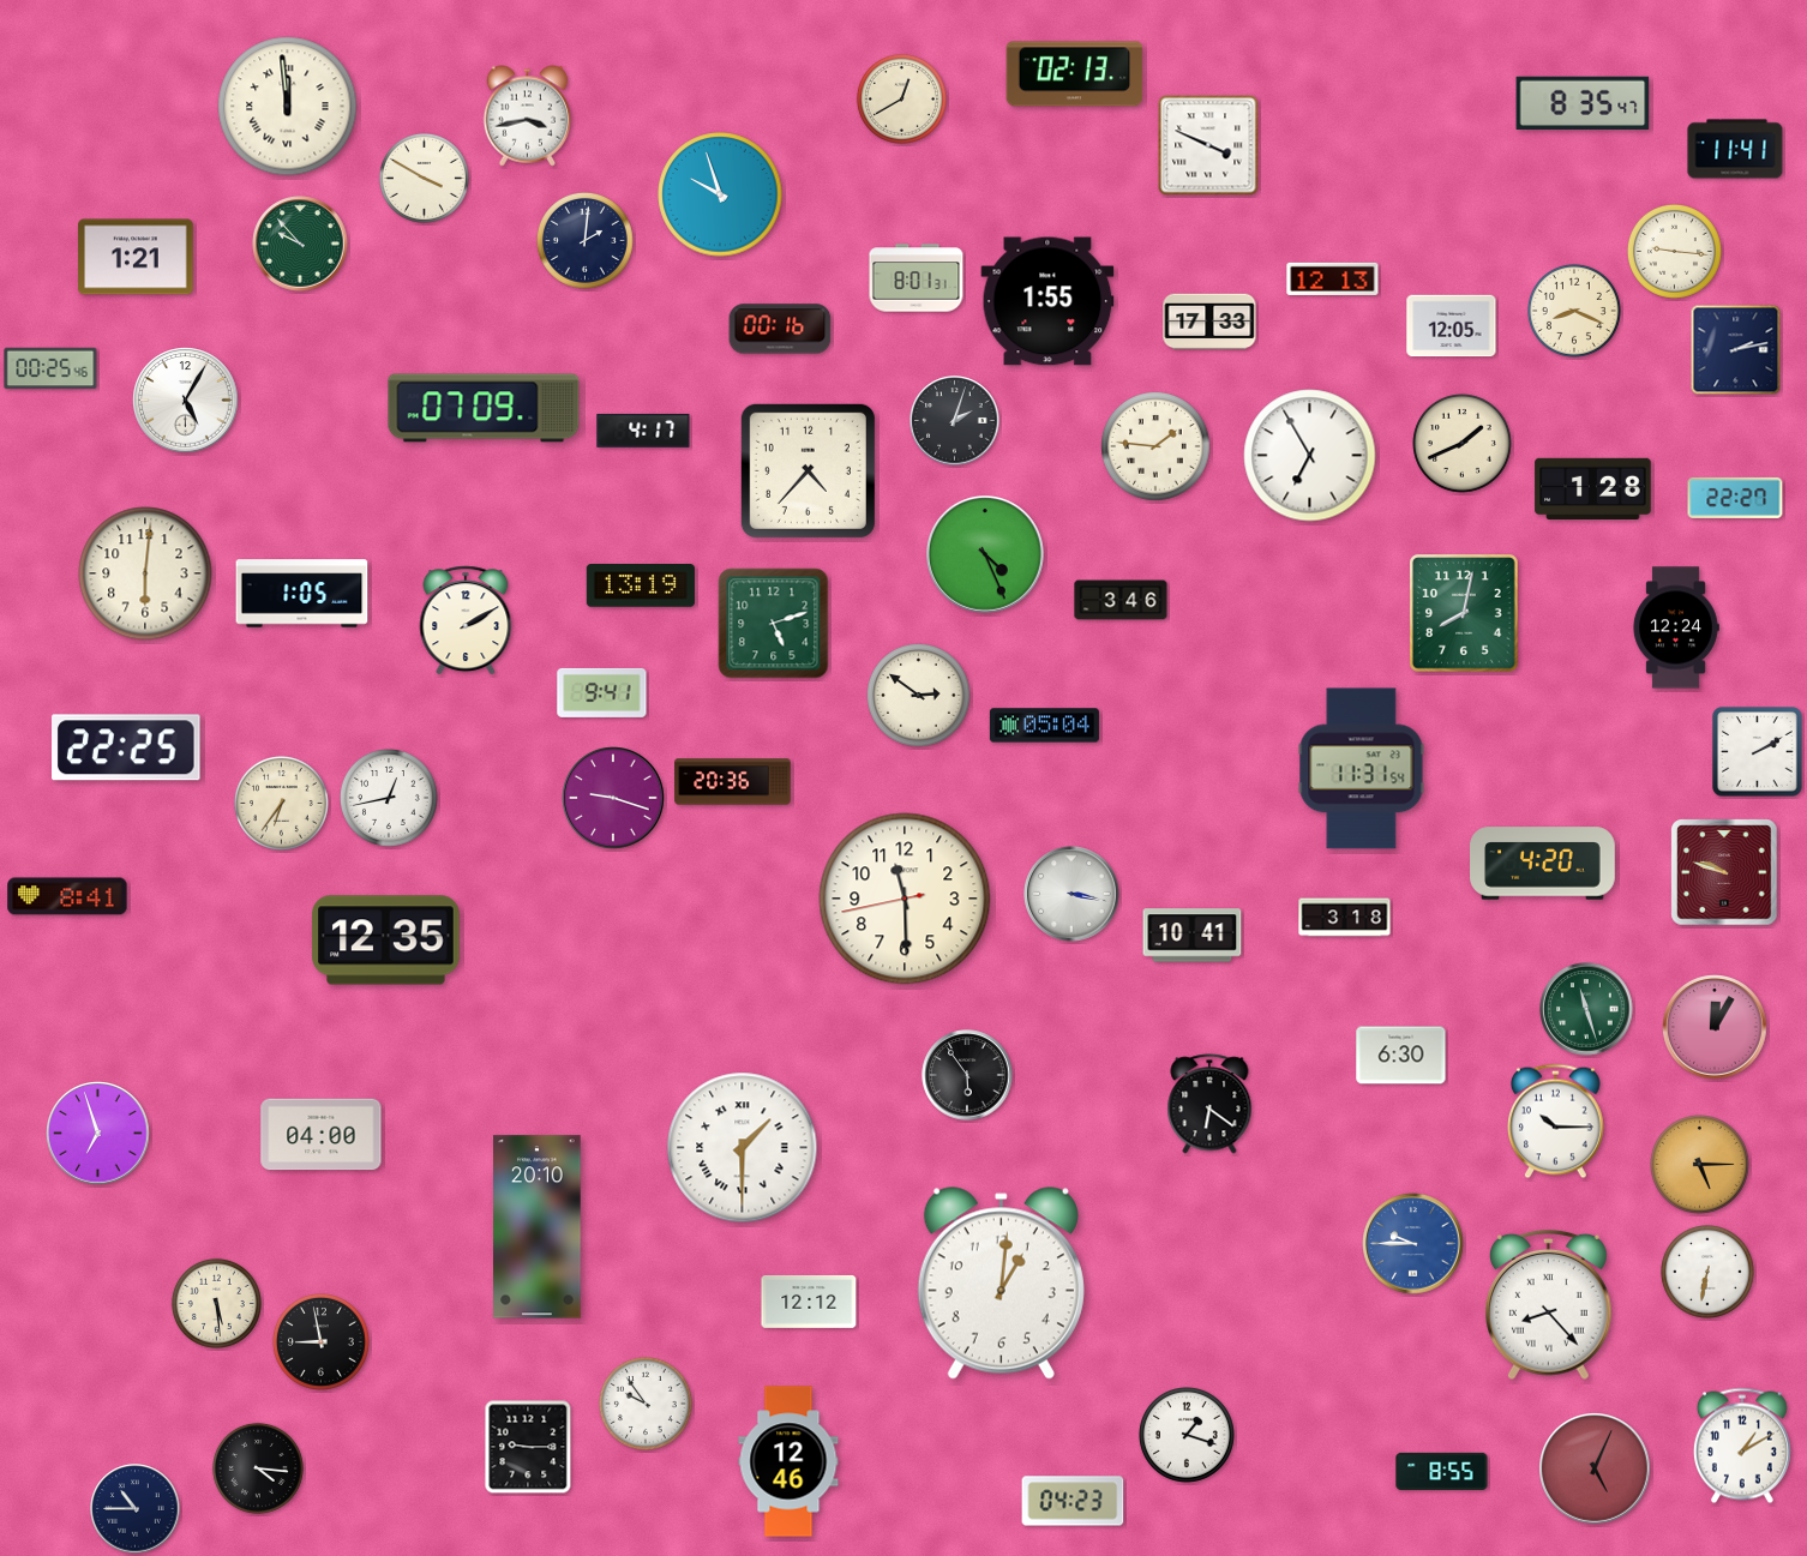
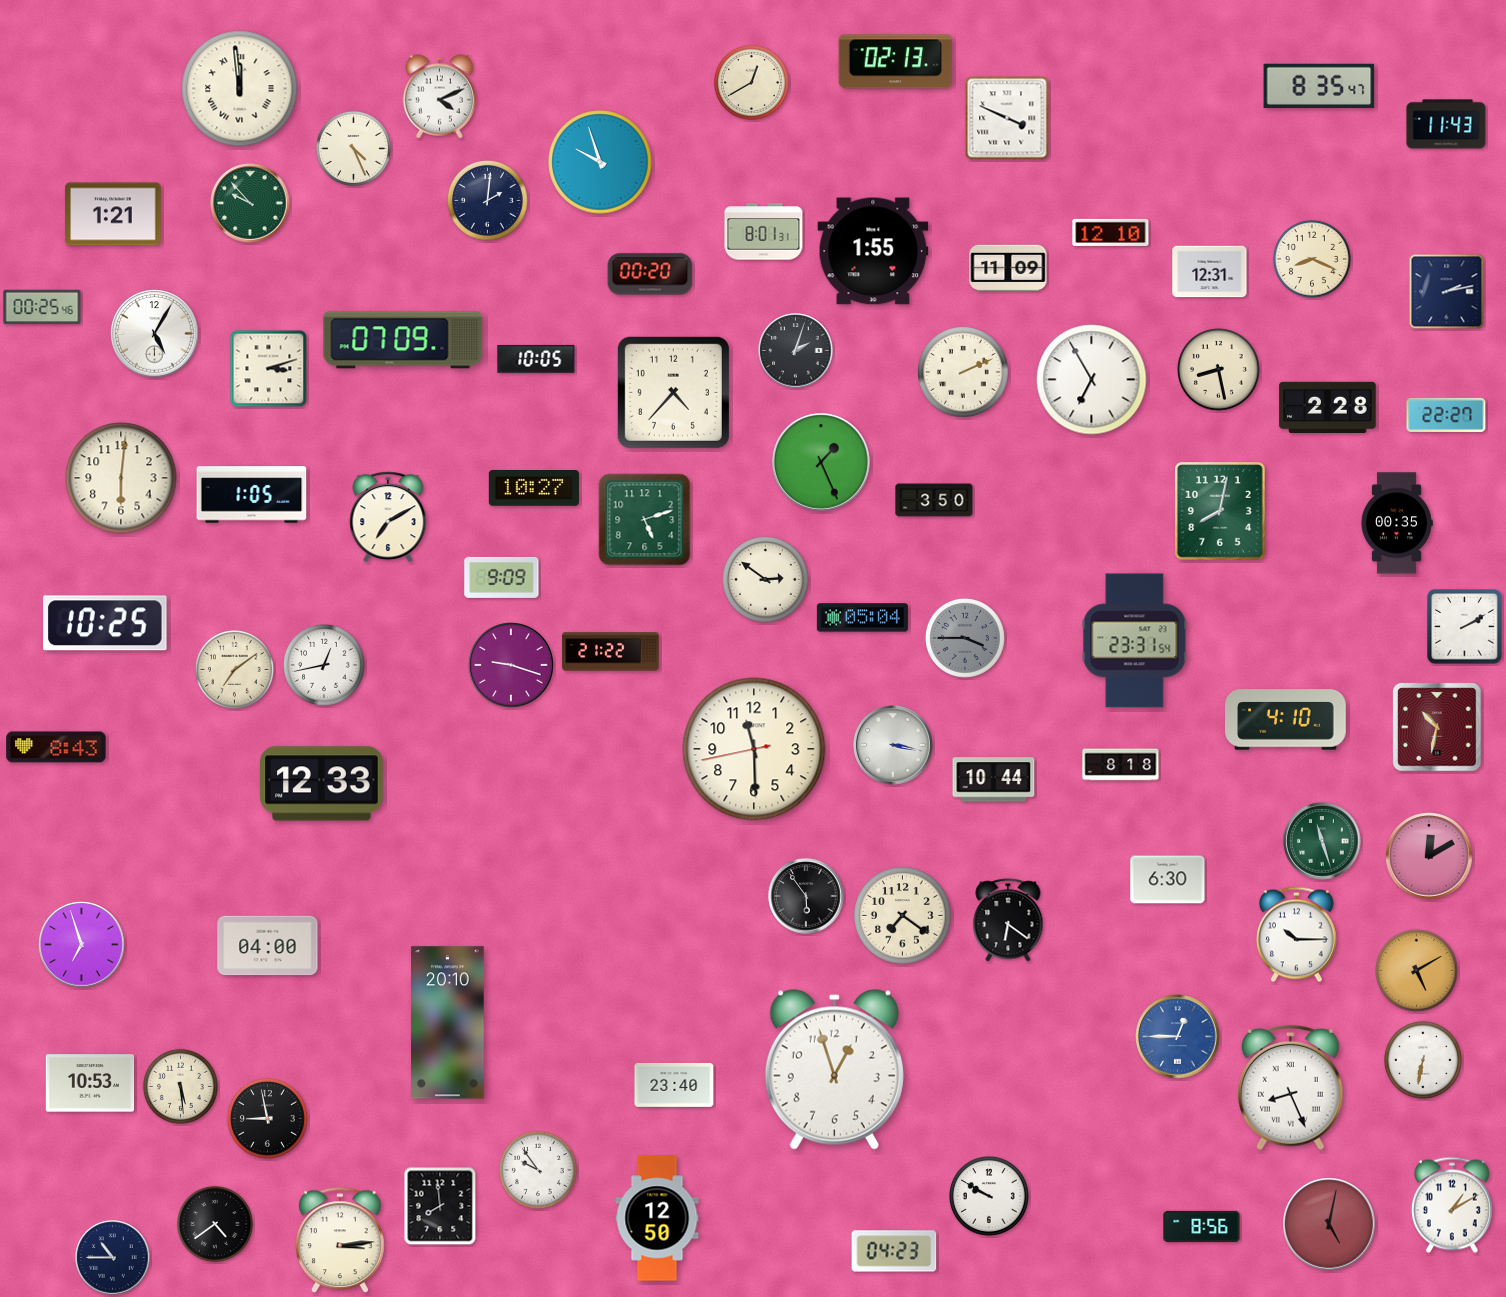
clock at (528, 116): 3:43 -> 4:11
clock at (1208, 145) position: (1208, 145) -> (1007, 118)
clock at (1735, 149): 11:41 -> 11:43
clock at (424, 178): 3:50 -> 4:26
clock at (1674, 251): 9:16 -> none
clock at (1333, 278): 12:13 -> 12:10
clock at (1209, 322): 17:33 -> 11:09
clock at (1452, 326): 12:05 -> 12:31
clock at (780, 329): 00:16 -> 00:20
clock at (643, 431): 4:17 -> 10:05
clock at (269, 369): none -> 3:12
clock at (1463, 444): 1:41 -> 8:28
clock at (1155, 446): 1:46 -> 2:11
clock at (1593, 488): 1:28 -> 2:28
clock at (986, 555): 4:26 -> 1:26
clock at (641, 587): 13:19 -> 10:27
clock at (1121, 600): 3:46 -> 3:50
clock at (466, 620): 2:10 -> 7:10
clock at (1676, 627): 12:24 -> 00:35
clock at (602, 692): 9:41 -> 9:09
clock at (1044, 726) position: (1044, 726) -> (862, 618)
clock at (126, 747): 22:25 -> 10:25
clock at (965, 638): none -> 3:45
clock at (1362, 769): 11:31 -> 23:31
clock at (733, 782): 20:36 -> 21:22
clock at (281, 803): 6:36 -> 7:09
clock at (1543, 864): 4:20 -> 4:10
clock at (1724, 872): 9:48 -> 10:32
clock at (67, 896): 8:41 -> 8:43
clock at (1345, 918): 3:18 -> 8:18
clock at (1193, 936): 10:41 -> 10:44
clock at (386, 941): 12:35 -> 12:33
clock at (1715, 1027): 12:05 -> 12:10
clock at (903, 916): none -> 7:21
clock at (743, 1148): 1:30 -> none
clock at (1700, 1165): 5:15 -> 5:10
clock at (1413, 1244): 9:45 -> 12:45
clock at (1001, 1284): 1:01 -> 12:57
clock at (90, 1083): none -> 10:53
clock at (809, 1302): 12:12 -> 23:40
clock at (1549, 1305): 8:23 -> 8:26
clock at (1187, 1435): 1:18 -> 9:50
clock at (528, 1447): 9:15 -> 7:59
clock at (788, 1461): 12:46 -> 12:50
clock at (258, 1468): 4:16 -> 4:39
clock at (1596, 1470): 5:04 -> 5:02
clock at (1442, 1471): 8:55 -> 8:56
clock at (340, 1241): none -> 3:14
